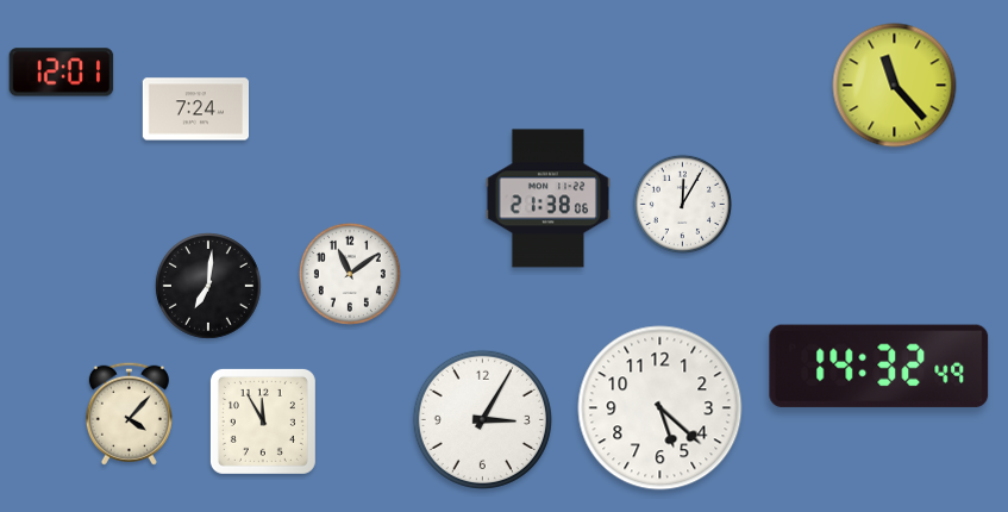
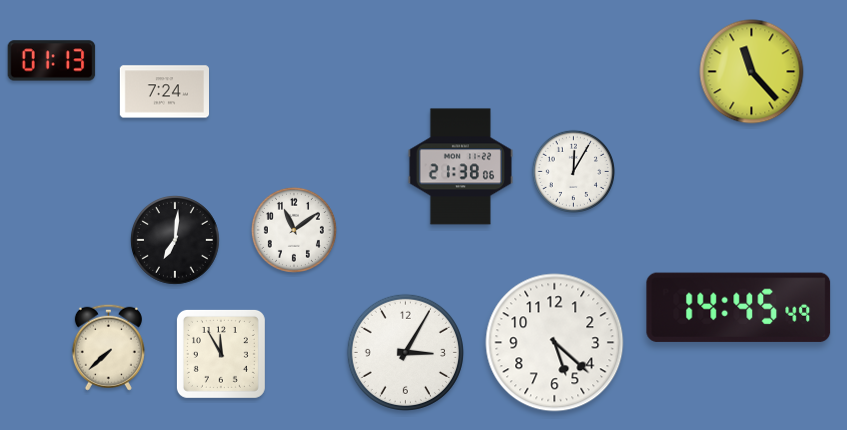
clock at (62, 73): 12:01 -> 01:13
clock at (879, 366): 14:32 -> 14:45
clock at (129, 413): 4:07 -> 7:38
